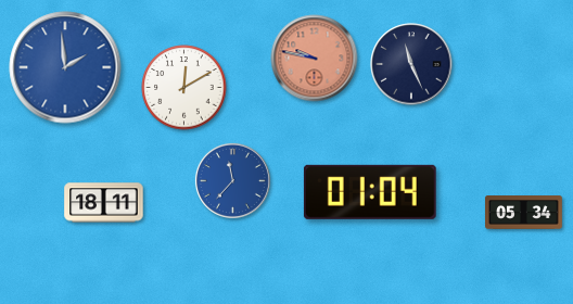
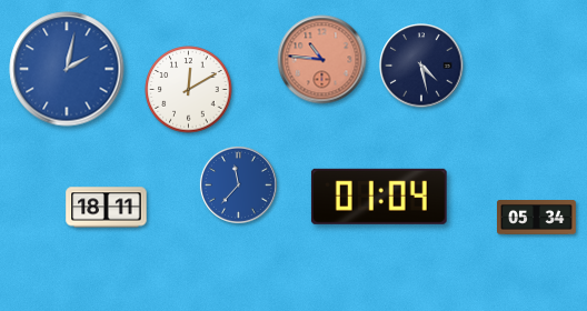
clock at (315, 59): 9:47 -> 10:46
clock at (411, 64): 11:26 -> 4:28
clock at (65, 67): 1:59 -> 2:02
